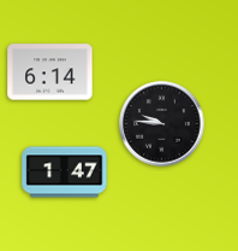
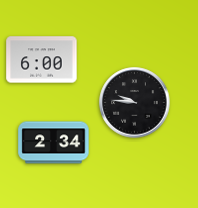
clock at (50, 72): 6:14 -> 6:00
clock at (65, 173): 1:47 -> 2:34
